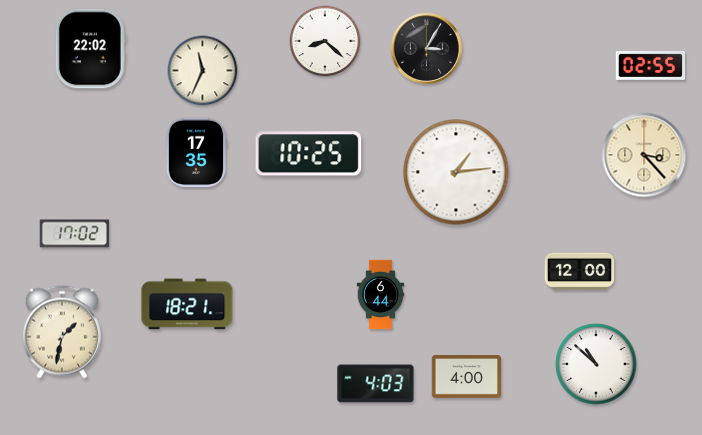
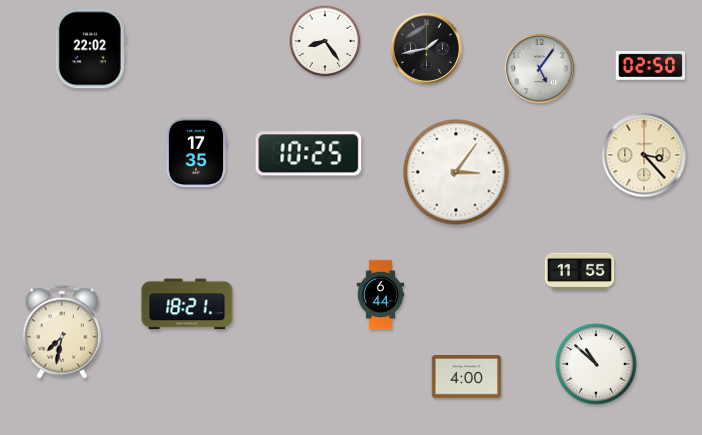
clock at (325, 41): 8:22 -> 8:24
clock at (426, 48): 3:05 -> 1:43
clock at (651, 66): 02:55 -> 02:50
clock at (539, 68): none -> 5:06
clock at (203, 71): 11:34 -> none
clock at (456, 172): 1:14 -> 3:06
clock at (75, 234): 17:02 -> none
clock at (580, 272): 12:00 -> 11:55
clock at (62, 332): 1:32 -> 7:32
clock at (376, 384): 4:03 -> none
